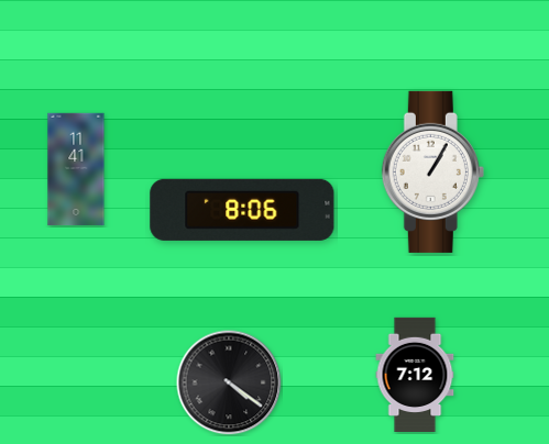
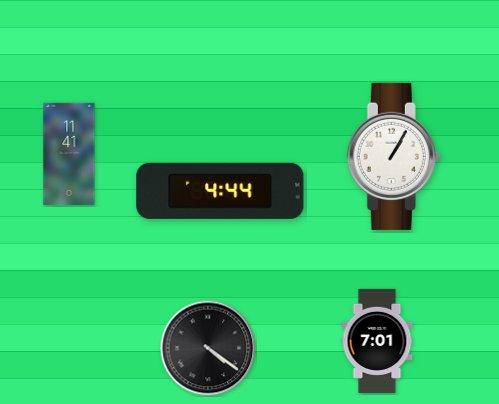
clock at (242, 210): 8:06 -> 4:44
clock at (415, 374): 7:12 -> 7:01
